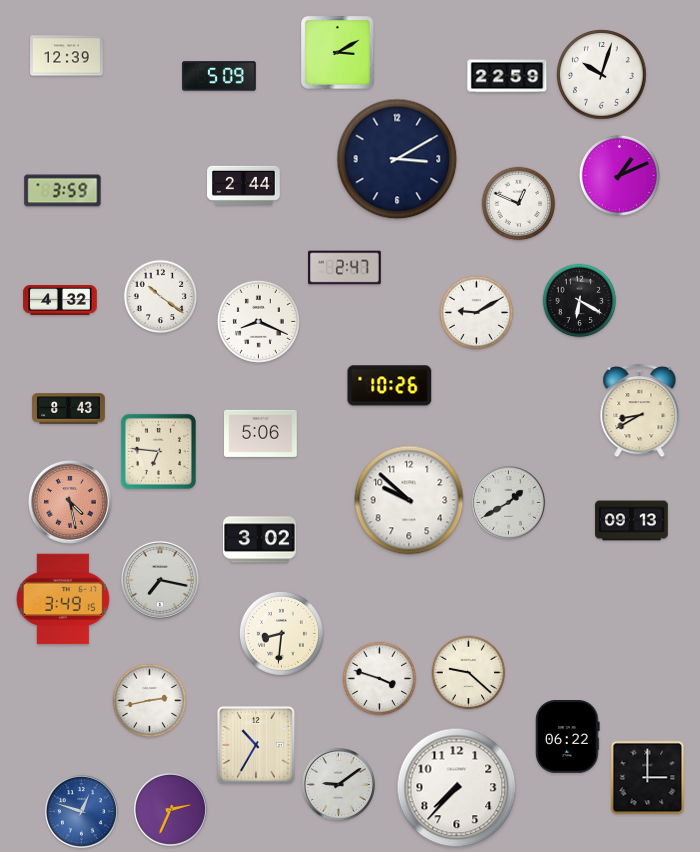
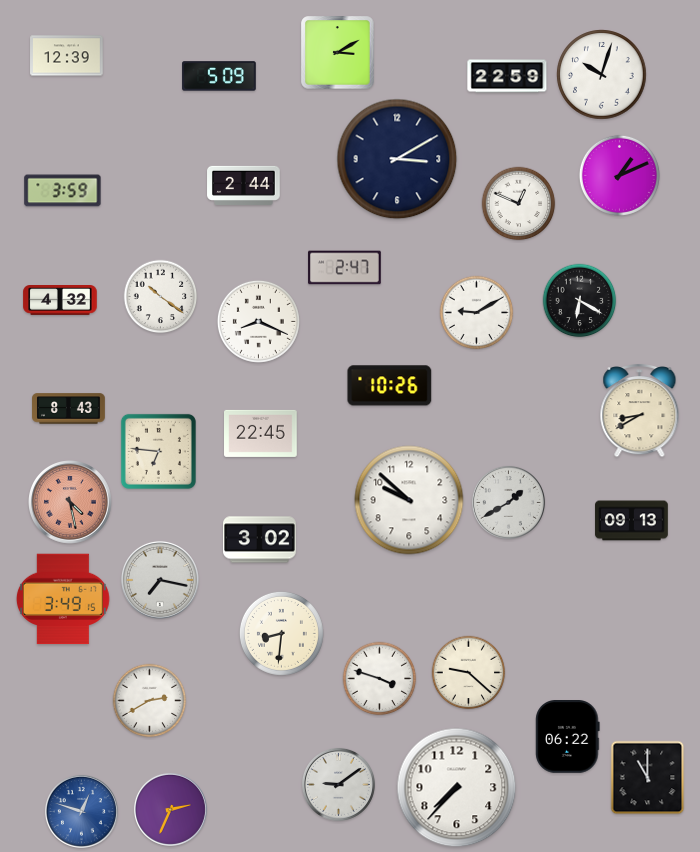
clock at (261, 433): 5:06 -> 22:45
clock at (150, 701): 2:43 -> 2:40
clock at (256, 745): 10:35 -> none
clock at (648, 778): 3:00 -> 11:00
